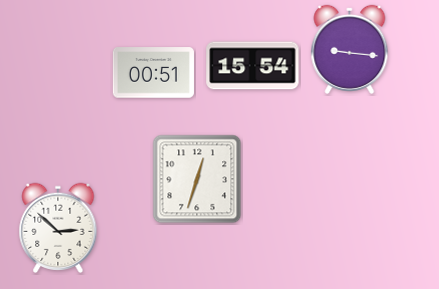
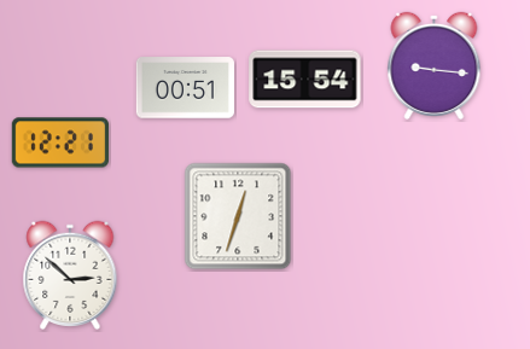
clock at (350, 49) position: (350, 49) -> (435, 65)
clock at (59, 142): none -> 12:21
